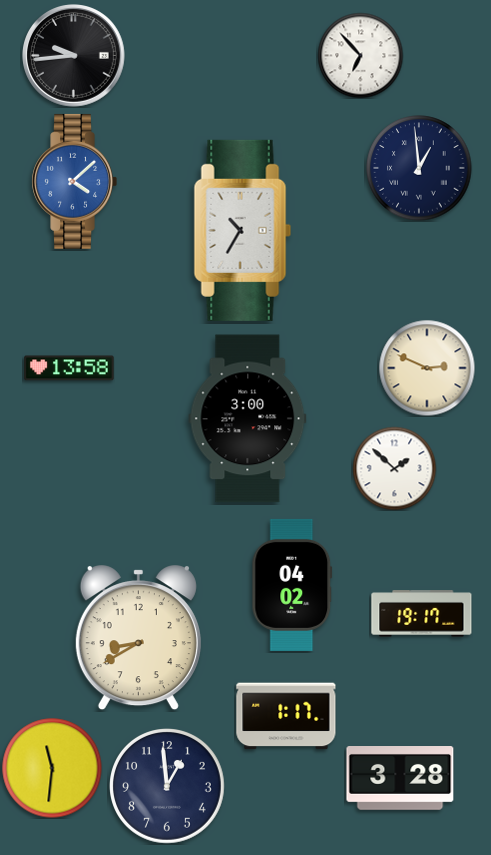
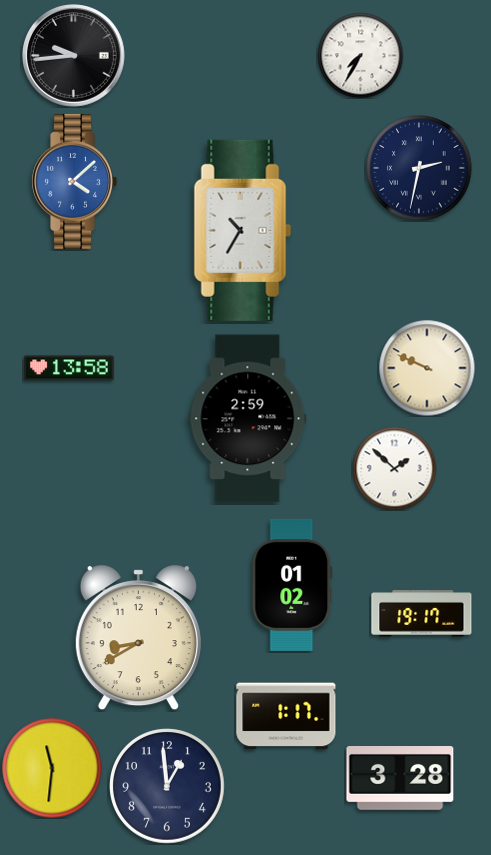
clock at (360, 55): 6:53 -> 7:35
clock at (419, 168): 12:59 -> 2:32
clock at (427, 368): 2:49 -> 9:49
clock at (248, 419): 3:00 -> 2:59
clock at (292, 585): 04:02 -> 01:02
